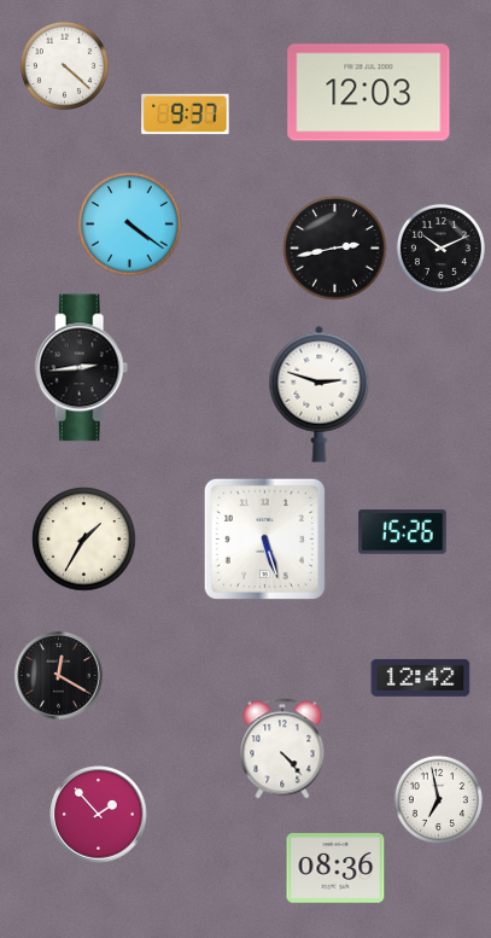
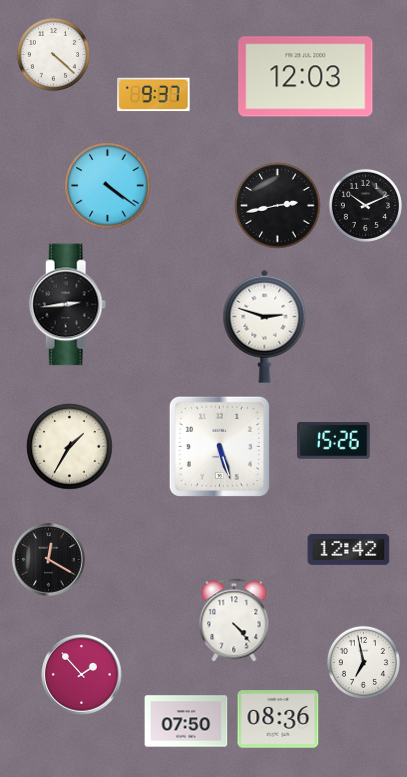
clock at (421, 677) position: (421, 677) -> (349, 549)
clock at (186, 721): none -> 07:50
